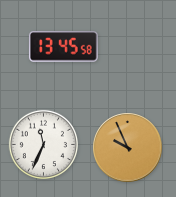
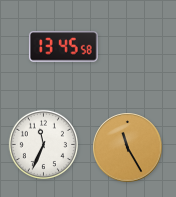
clock at (128, 148): 9:56 -> 11:25
